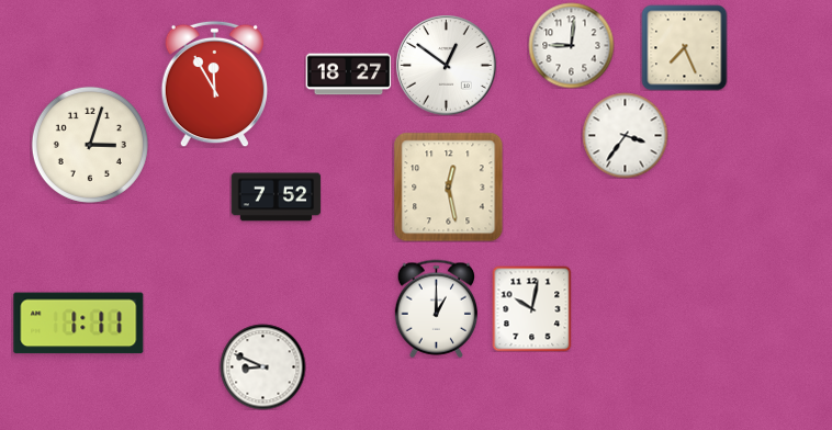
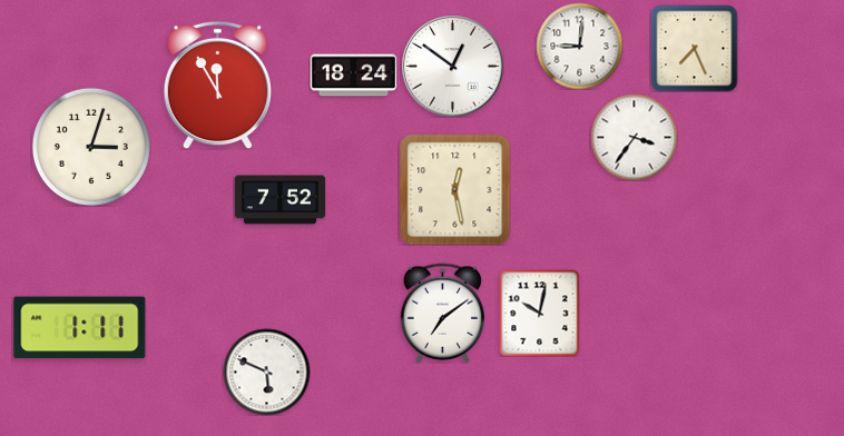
clock at (348, 75): 18:27 -> 18:24
clock at (436, 308): 1:00 -> 7:09
clock at (262, 366): 8:49 -> 5:49
